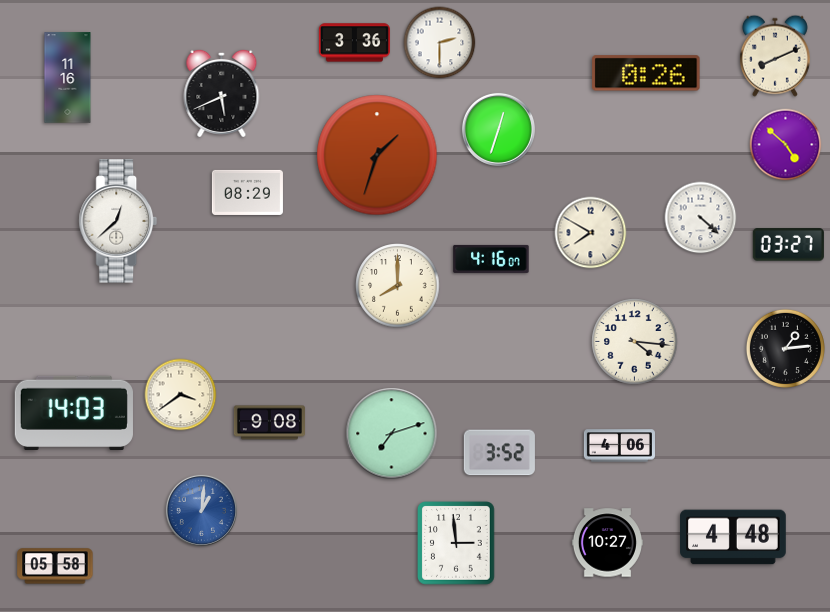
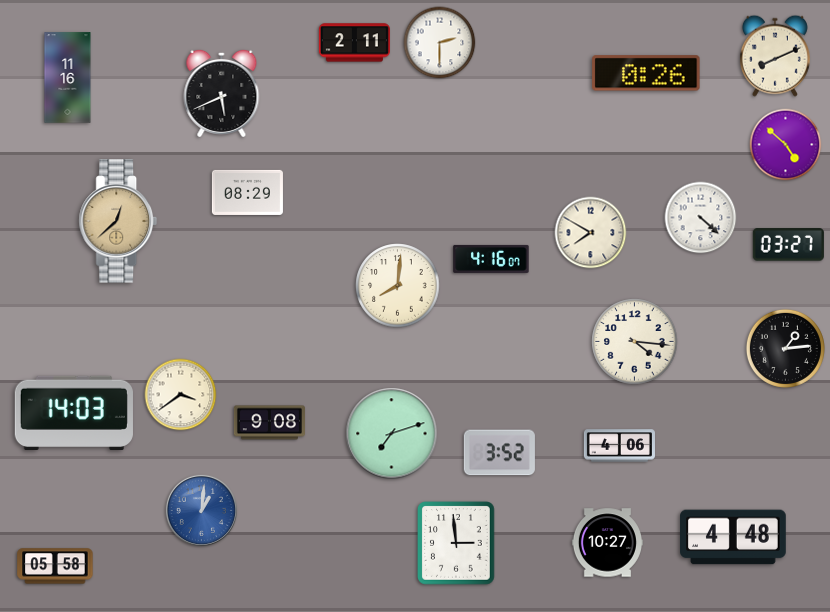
clock at (354, 43): 3:36 -> 2:11
clock at (498, 129): 12:33 -> none
clock at (377, 155): 1:33 -> none
clock at (118, 221) dial: white -> champagne
clock at (398, 286): 8:00 -> 8:01
